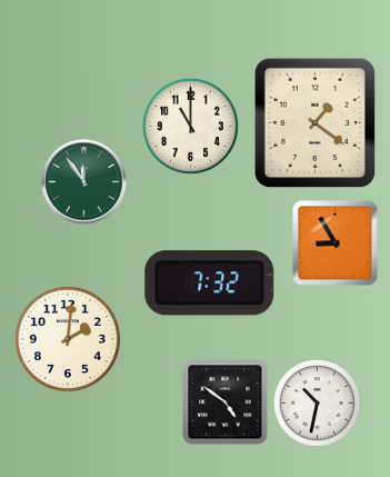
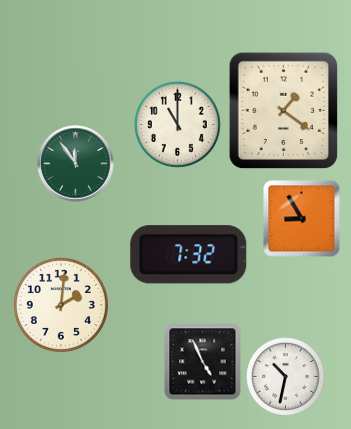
clock at (190, 126) position: (190, 126) -> (177, 124)
clock at (226, 403): 4:51 -> 4:56
clock at (318, 404) position: (318, 404) -> (286, 377)
